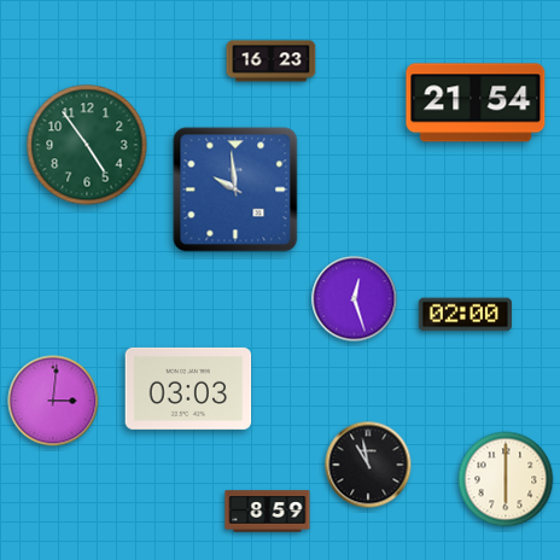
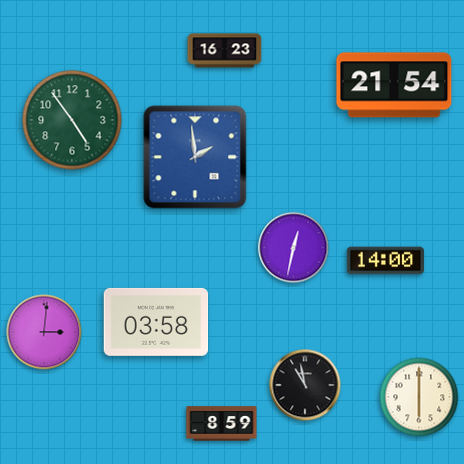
clock at (235, 189): 9:59 -> 1:59
clock at (355, 299): 12:27 -> 12:32
clock at (465, 315): 02:00 -> 14:00
clock at (188, 389): 03:03 -> 03:58
